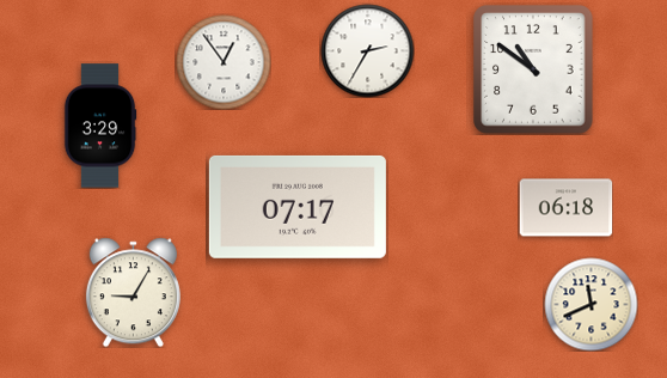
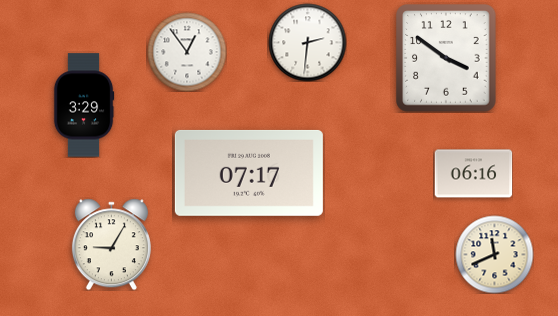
clock at (367, 50): 2:35 -> 2:31
clock at (533, 69): 10:51 -> 3:51
clock at (565, 208): 06:18 -> 06:16
